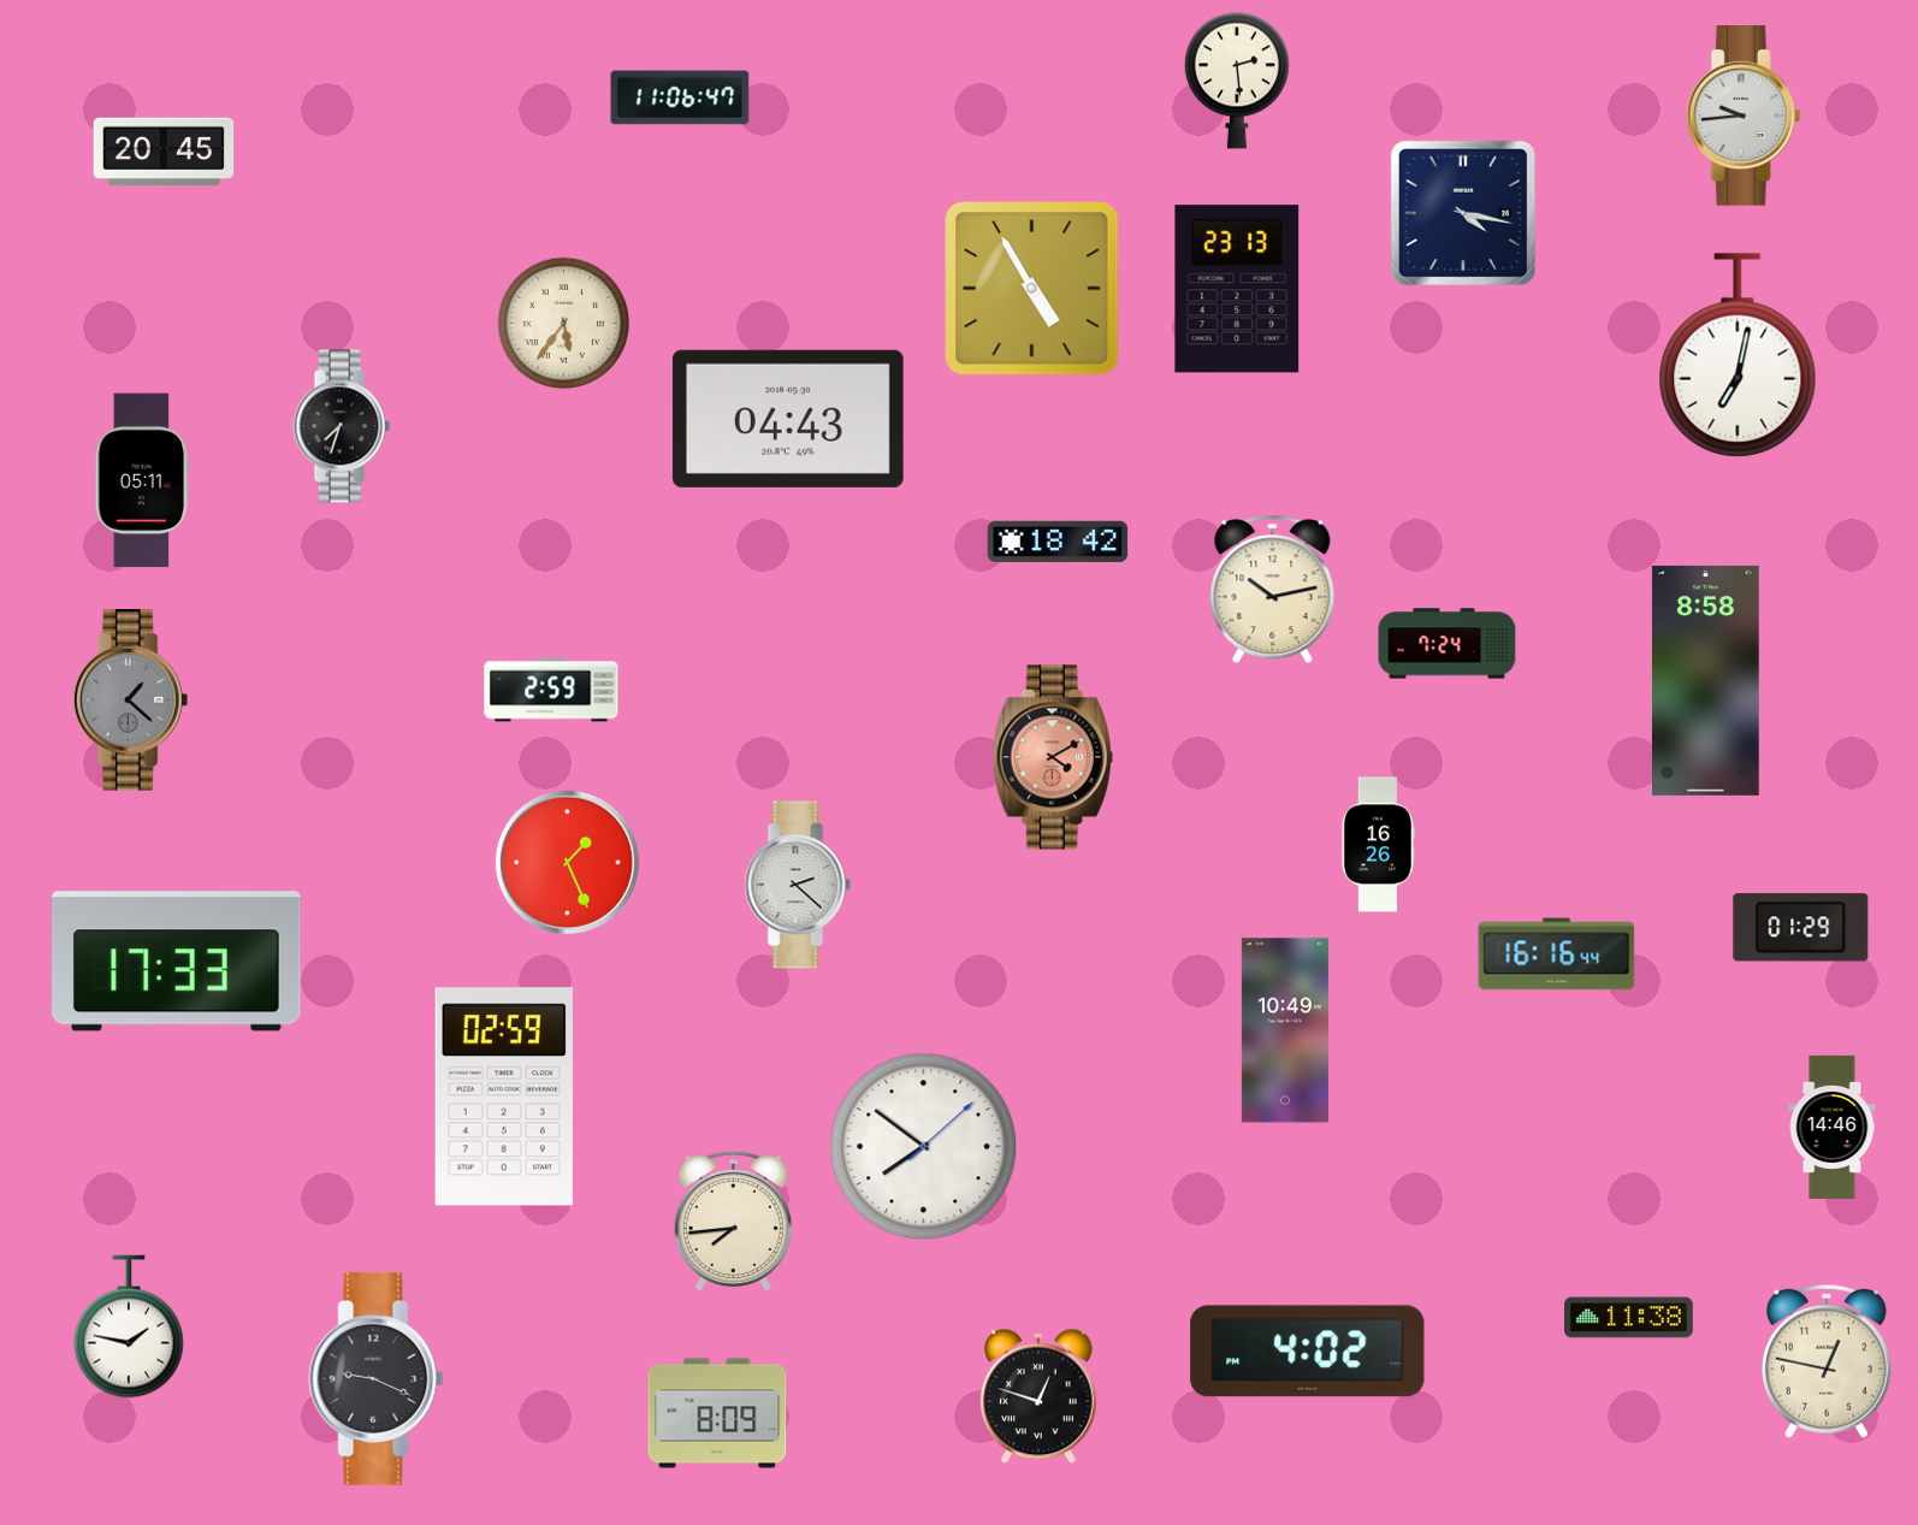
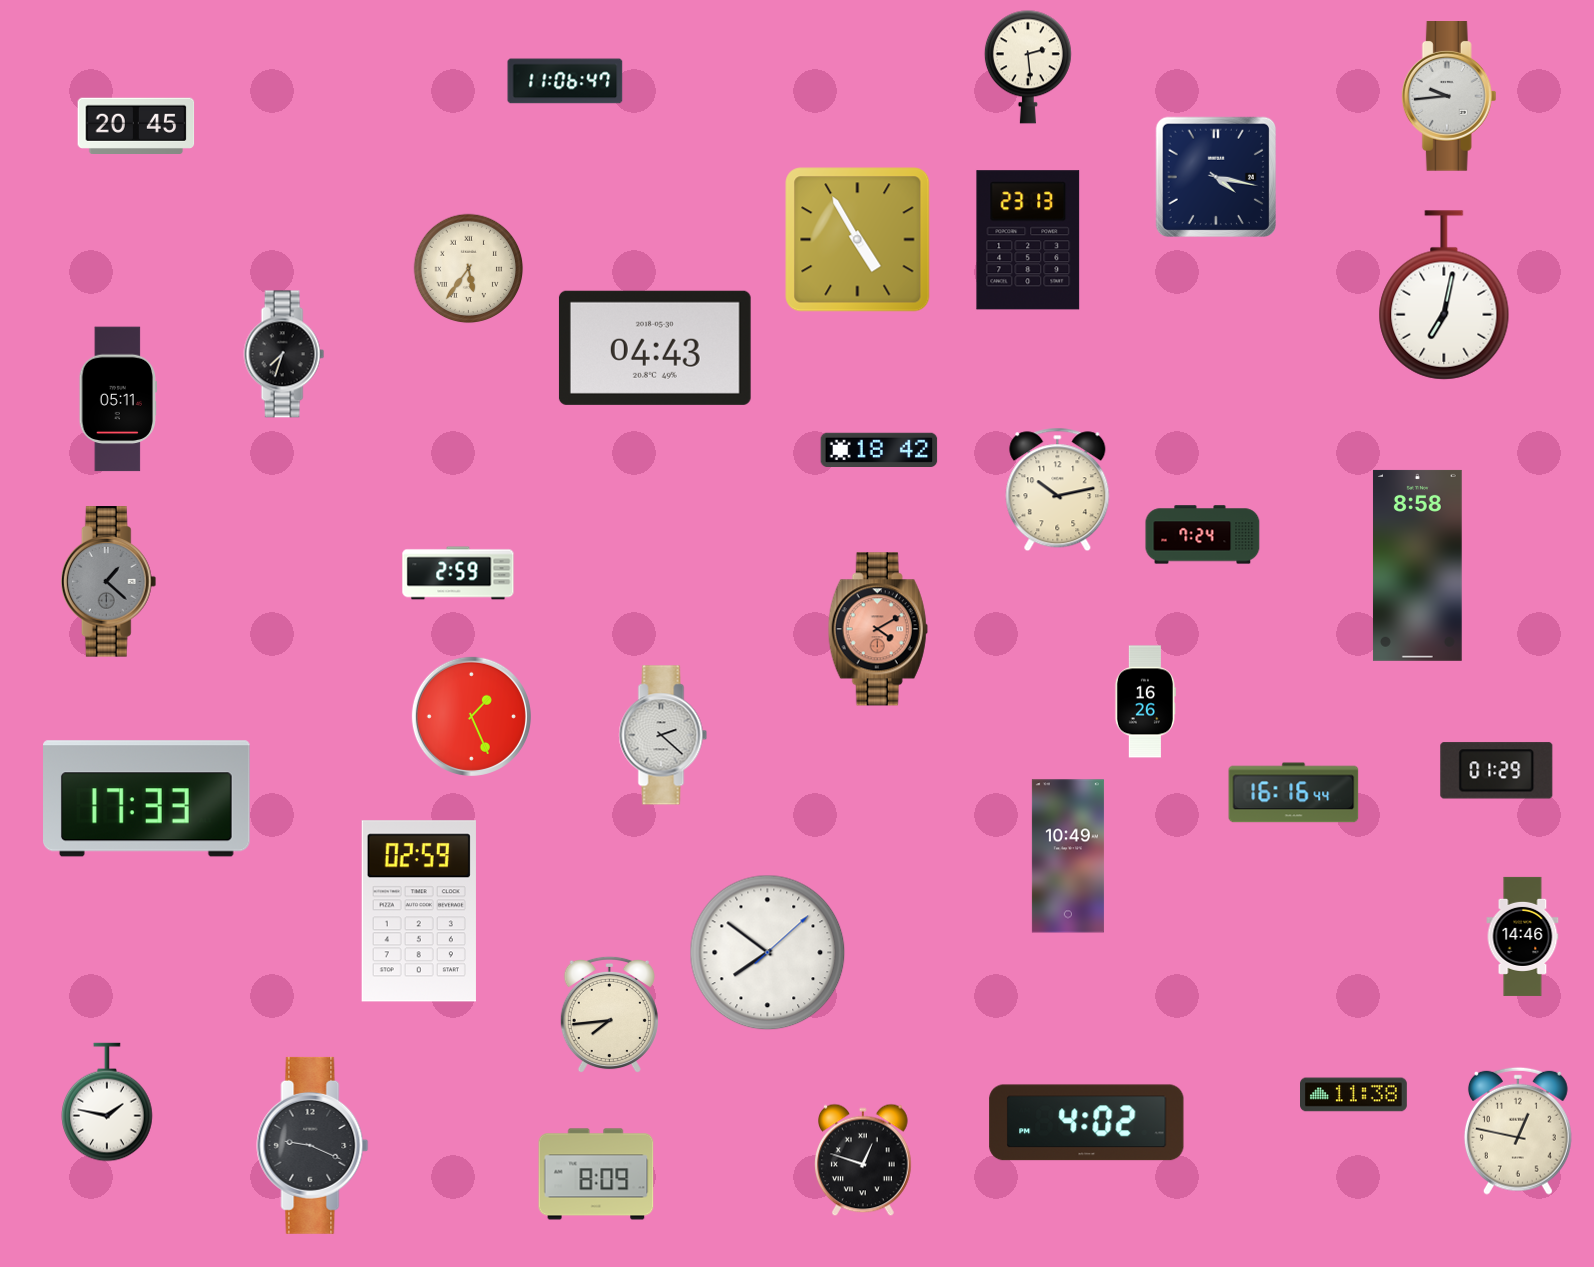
clock at (1053, 757) position: (1053, 757) -> (878, 629)
